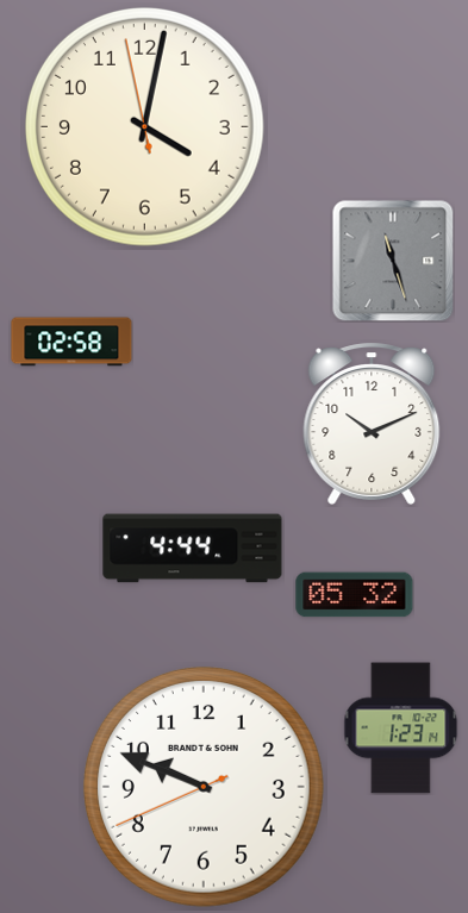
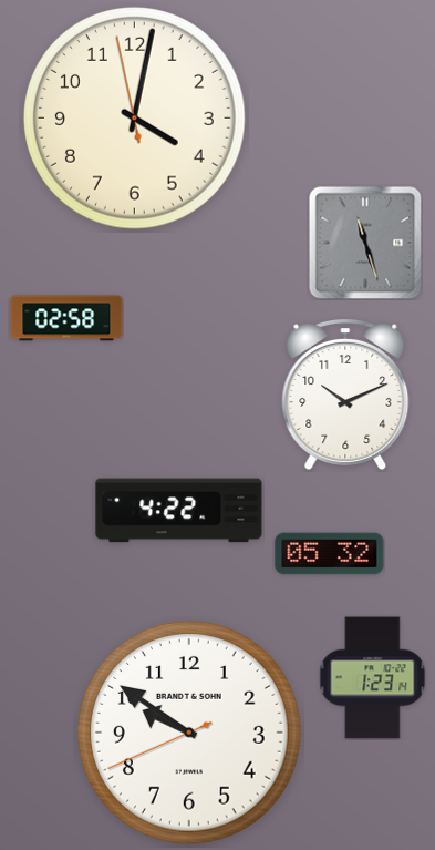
clock at (193, 549): 4:44 -> 4:22
clock at (204, 787): 9:48 -> 9:50
